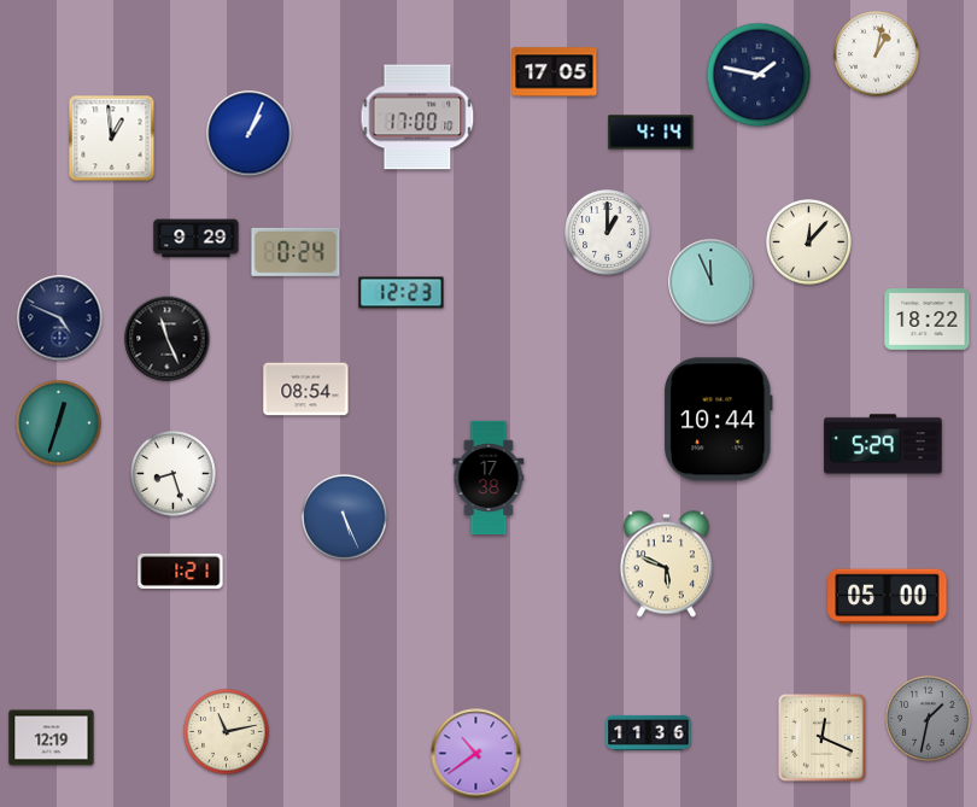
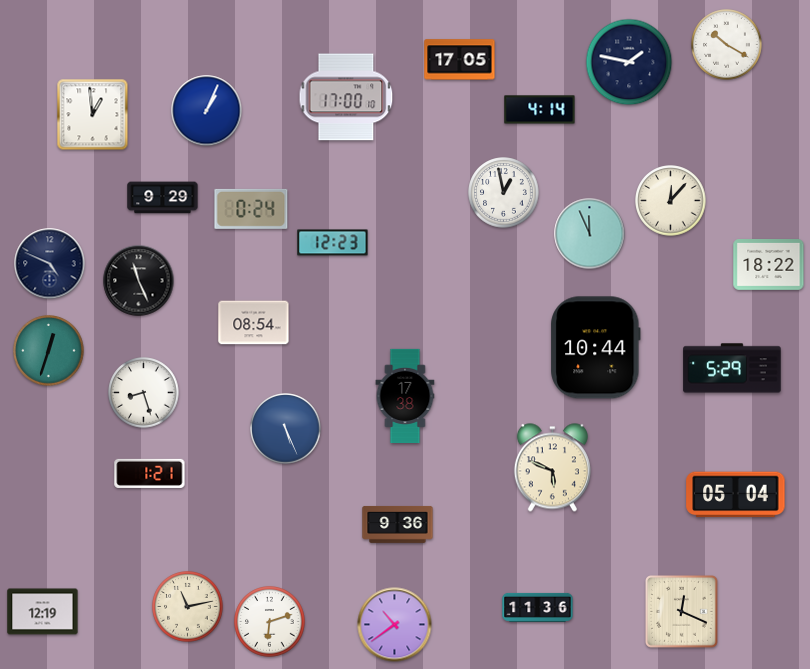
clock at (877, 54): 1:02 -> 10:20
clock at (608, 233): 1:00 -> 12:58
clock at (296, 252) position: (296, 252) -> (251, 209)
clock at (888, 597): 05:00 -> 05:04
clock at (398, 524): none -> 9:36
clock at (929, 719): 1:32 -> none
clock at (270, 622): none -> 6:12
